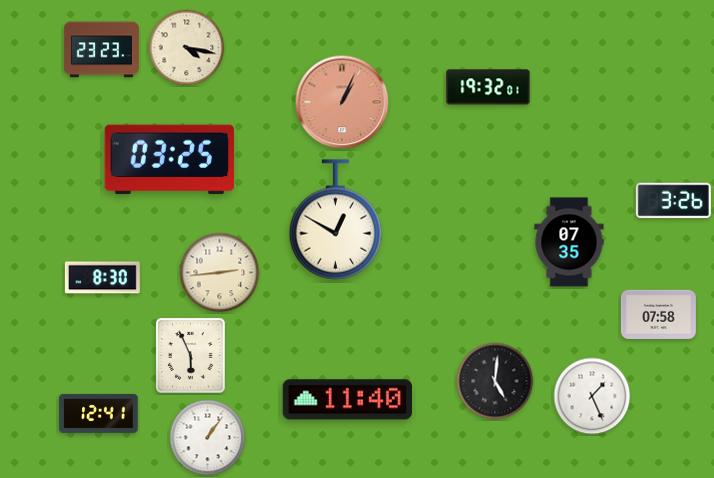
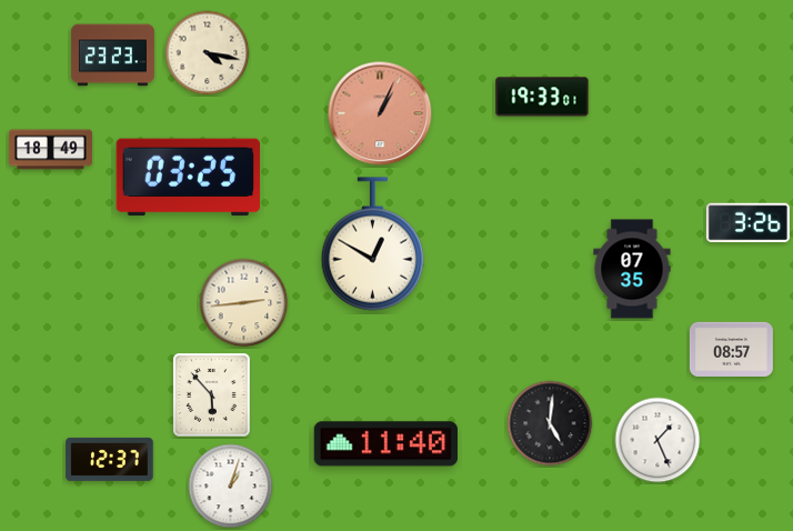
clock at (488, 87): 19:32 -> 19:33
clock at (50, 150): none -> 18:49
clock at (102, 278): 8:30 -> none
clock at (658, 314): 07:58 -> 08:57
clock at (191, 356): 5:56 -> 5:53
clock at (99, 413): 12:41 -> 12:37
clock at (208, 438): 1:06 -> 1:03
